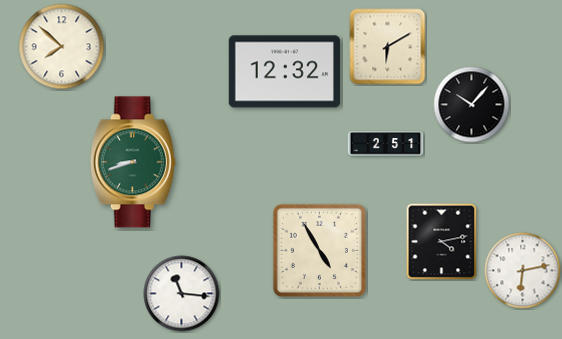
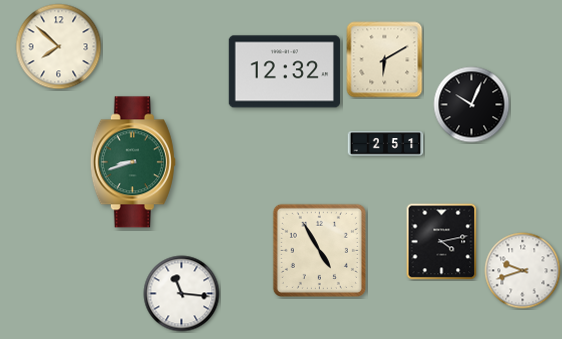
clock at (62, 47) position: (62, 47) -> (59, 47)
clock at (388, 47) position: (388, 47) -> (385, 60)
clock at (472, 105): 10:07 -> 10:04
clock at (523, 271): 6:13 -> 9:42
